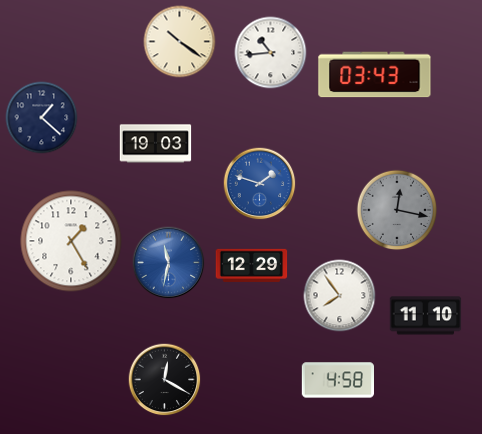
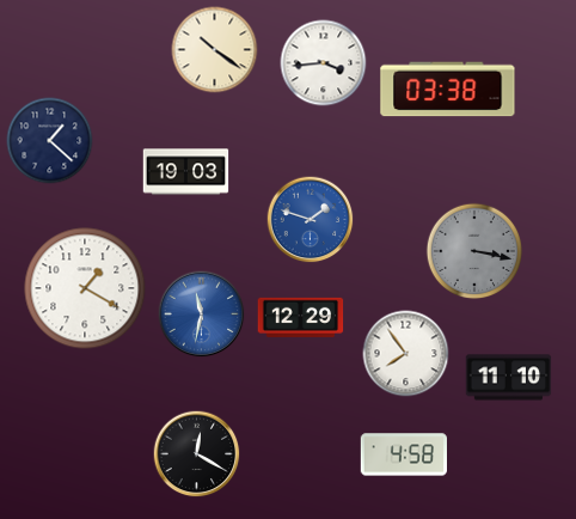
clock at (271, 53): 10:44 -> 3:44
clock at (375, 75): 03:43 -> 03:38
clock at (397, 210): 12:17 -> 3:17
clock at (71, 241): 1:25 -> 1:20
